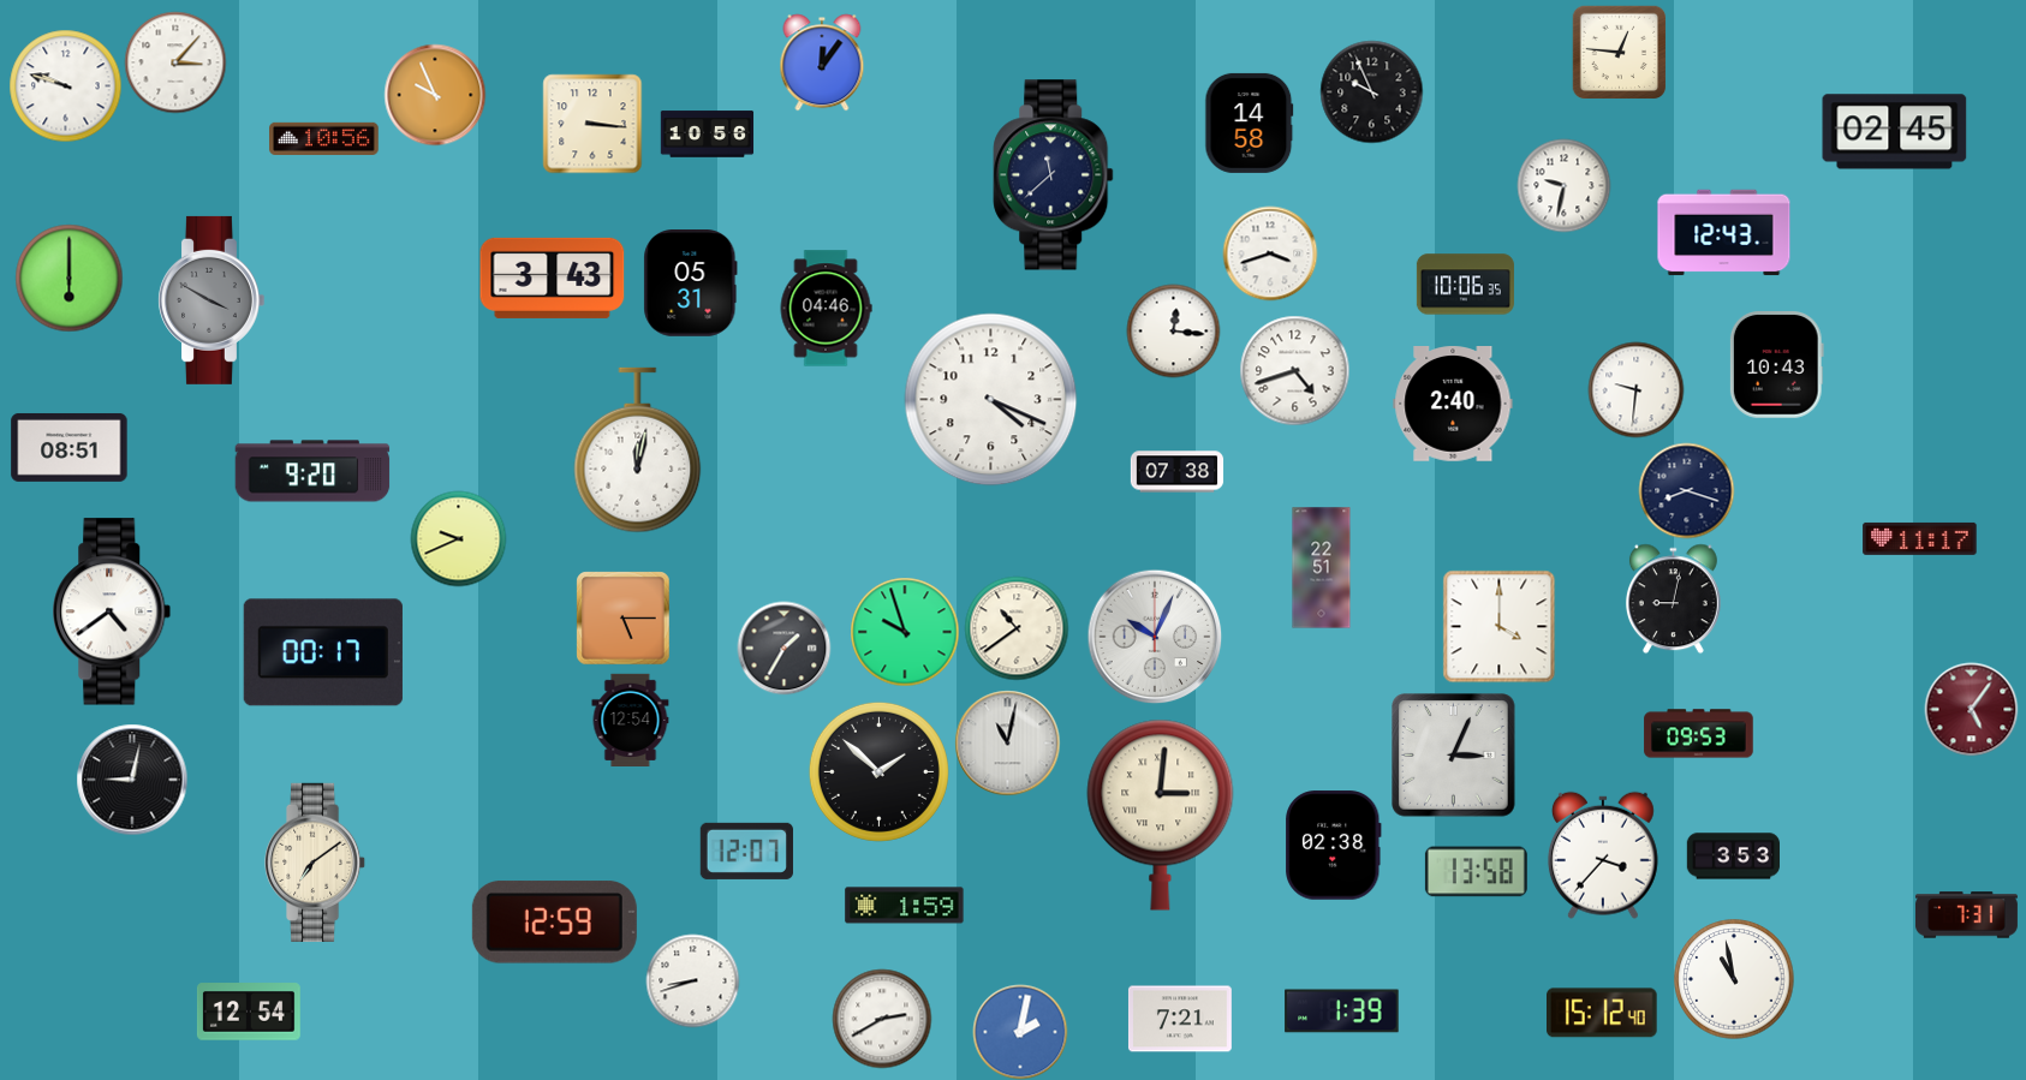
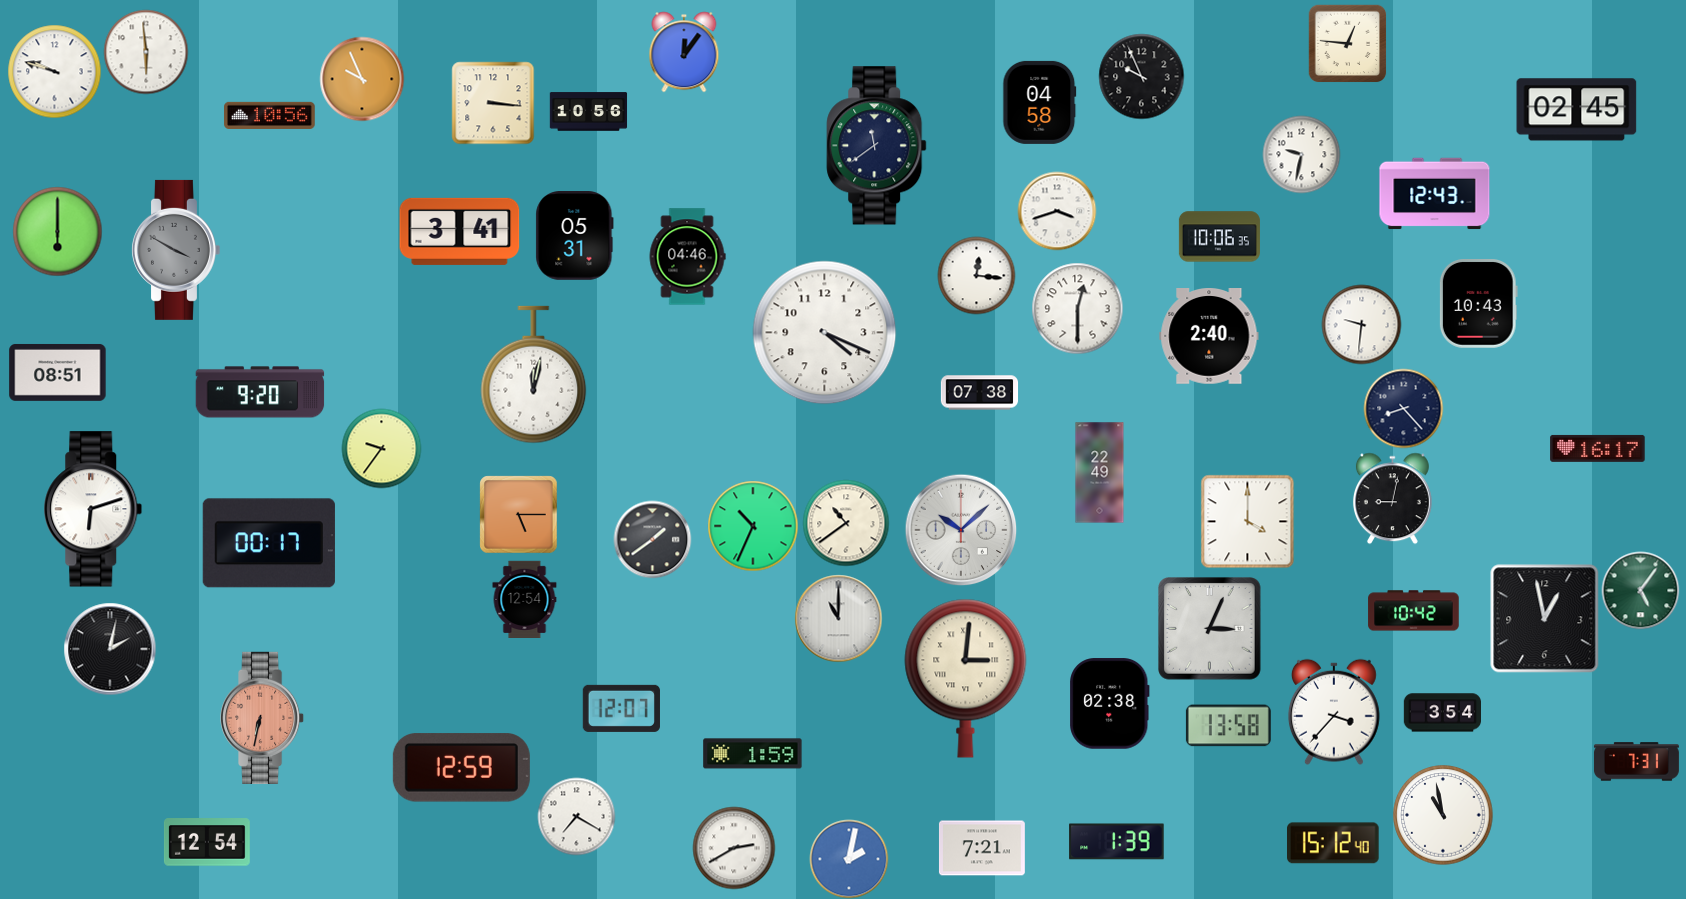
clock at (175, 62): 3:07 -> 5:59
clock at (1250, 123): 14:58 -> 04:58
clock at (1054, 175): 11:38 -> 11:39
clock at (553, 278): 3:43 -> 3:41
clock at (1294, 370): 4:42 -> 12:30
clock at (638, 451) position: (638, 451) -> (534, 375)
clock at (1686, 490): 8:18 -> 8:23
clock at (458, 538): 9:41 -> 9:36
clock at (1920, 538): 11:17 -> 16:17
clock at (1322, 568): 22:51 -> 22:49
clock at (112, 611): 4:39 -> 6:12
clock at (905, 632): 9:57 -> 10:34
clock at (1155, 637): 10:04 -> 10:08
clock at (783, 648): 1:35 -> 1:39
clock at (1971, 709) dial: burgundy -> green
clock at (1699, 734): 09:53 -> 10:42
clock at (1007, 742): 11:02 -> 11:00
clock at (1544, 618): none -> 12:58
clock at (878, 771): 1:52 -> none
clock at (132, 780): 9:02 -> 2:02
clock at (1733, 857): 3:53 -> 3:54
clock at (316, 863): 7:09 -> 6:32
clock at (316, 863) dial: cream -> salmon
clock at (692, 980): 8:42 -> 7:20
